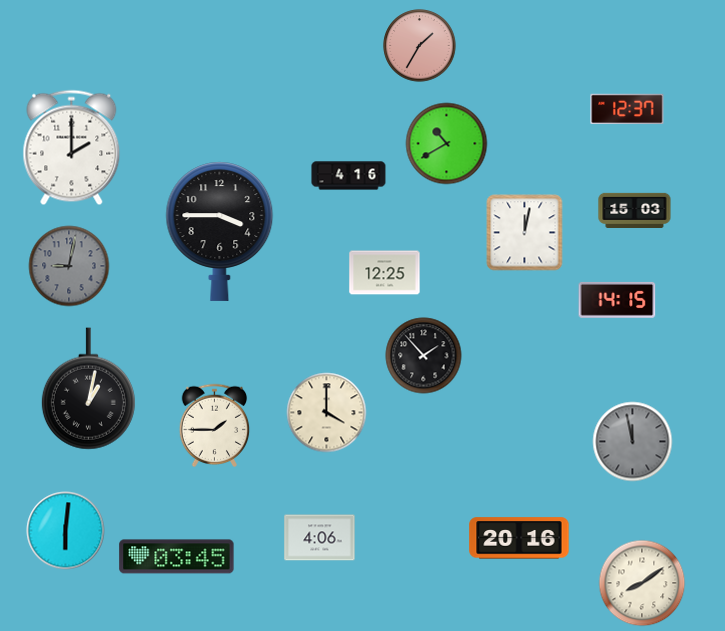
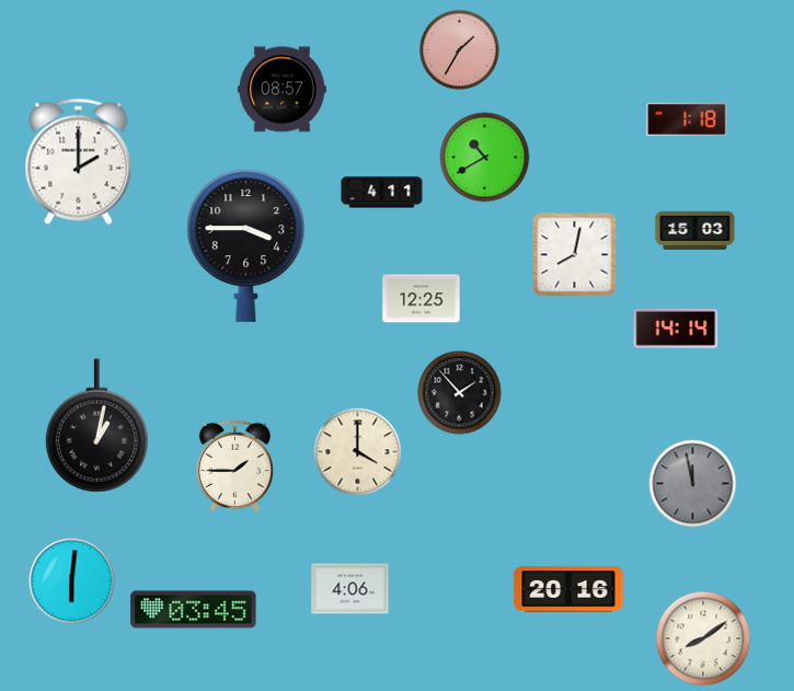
clock at (281, 90): none -> 08:57
clock at (627, 108): 12:37 -> 1:18
clock at (447, 144) position: (447, 144) -> (485, 158)
clock at (349, 176): 4:16 -> 4:11
clock at (220, 231) position: (220, 231) -> (246, 245)
clock at (525, 233): 12:02 -> 8:02
clock at (69, 266): 9:02 -> none
clock at (617, 300): 14:15 -> 14:14
clock at (424, 356) position: (424, 356) -> (460, 393)
